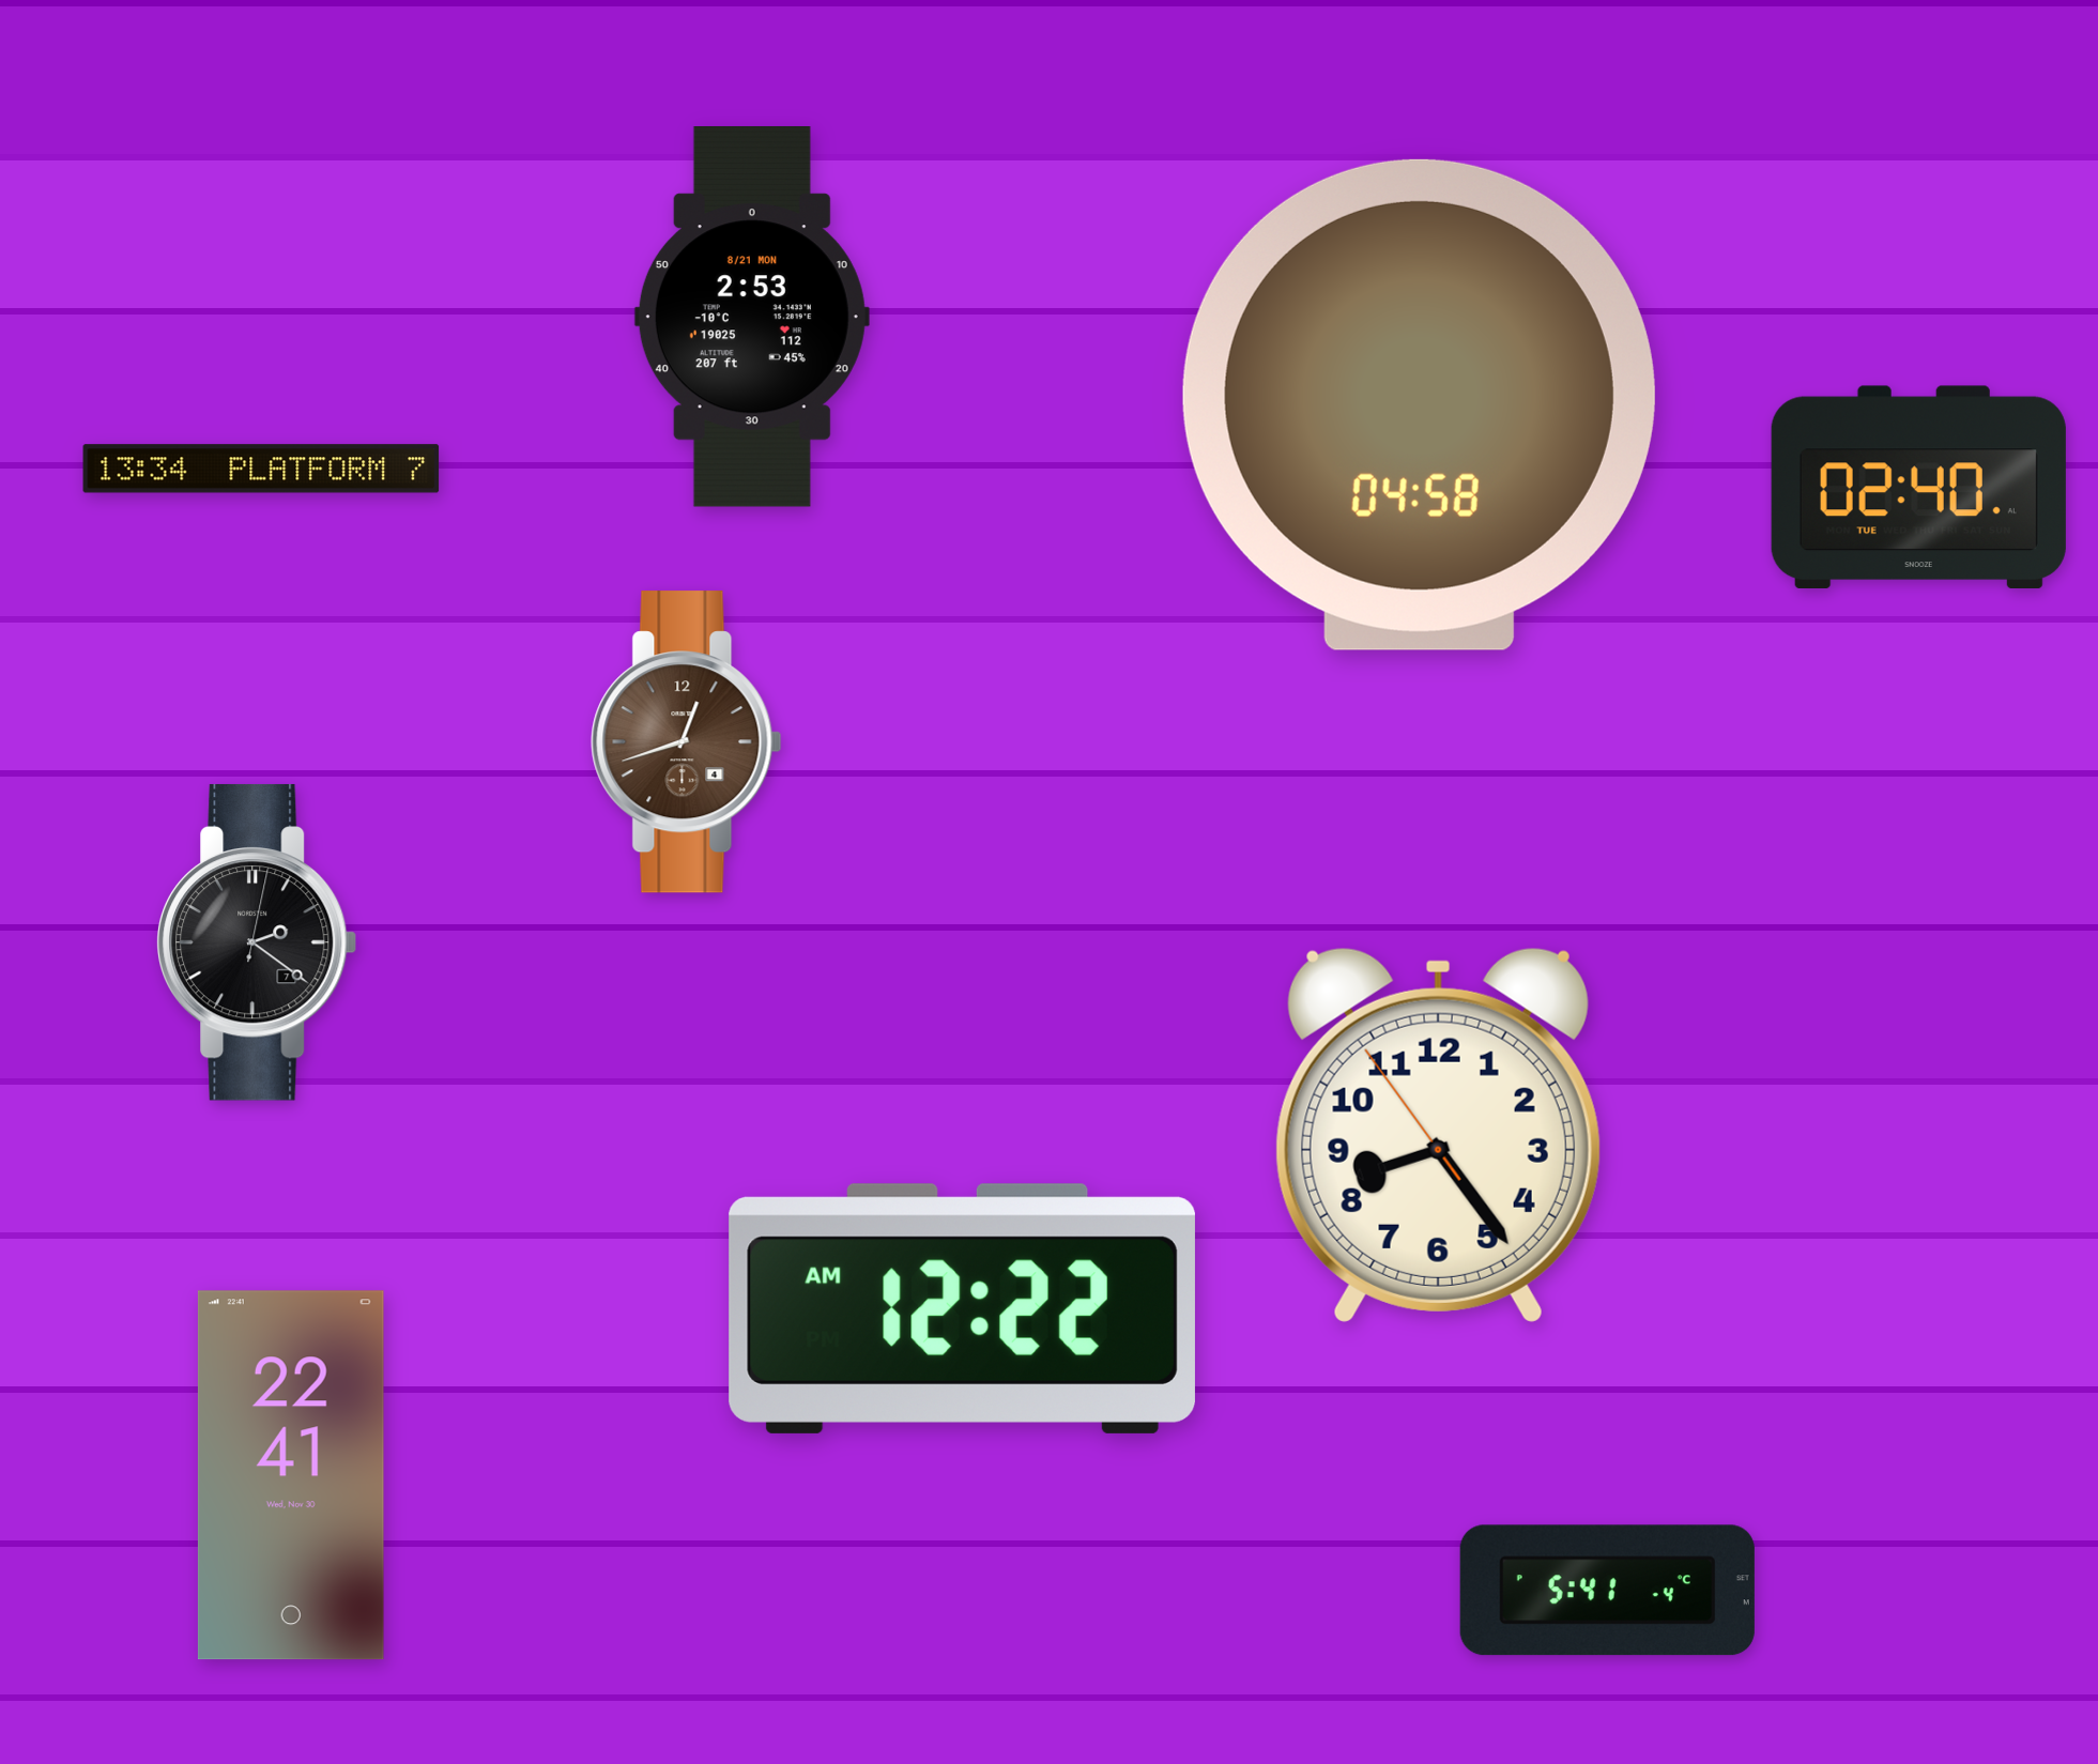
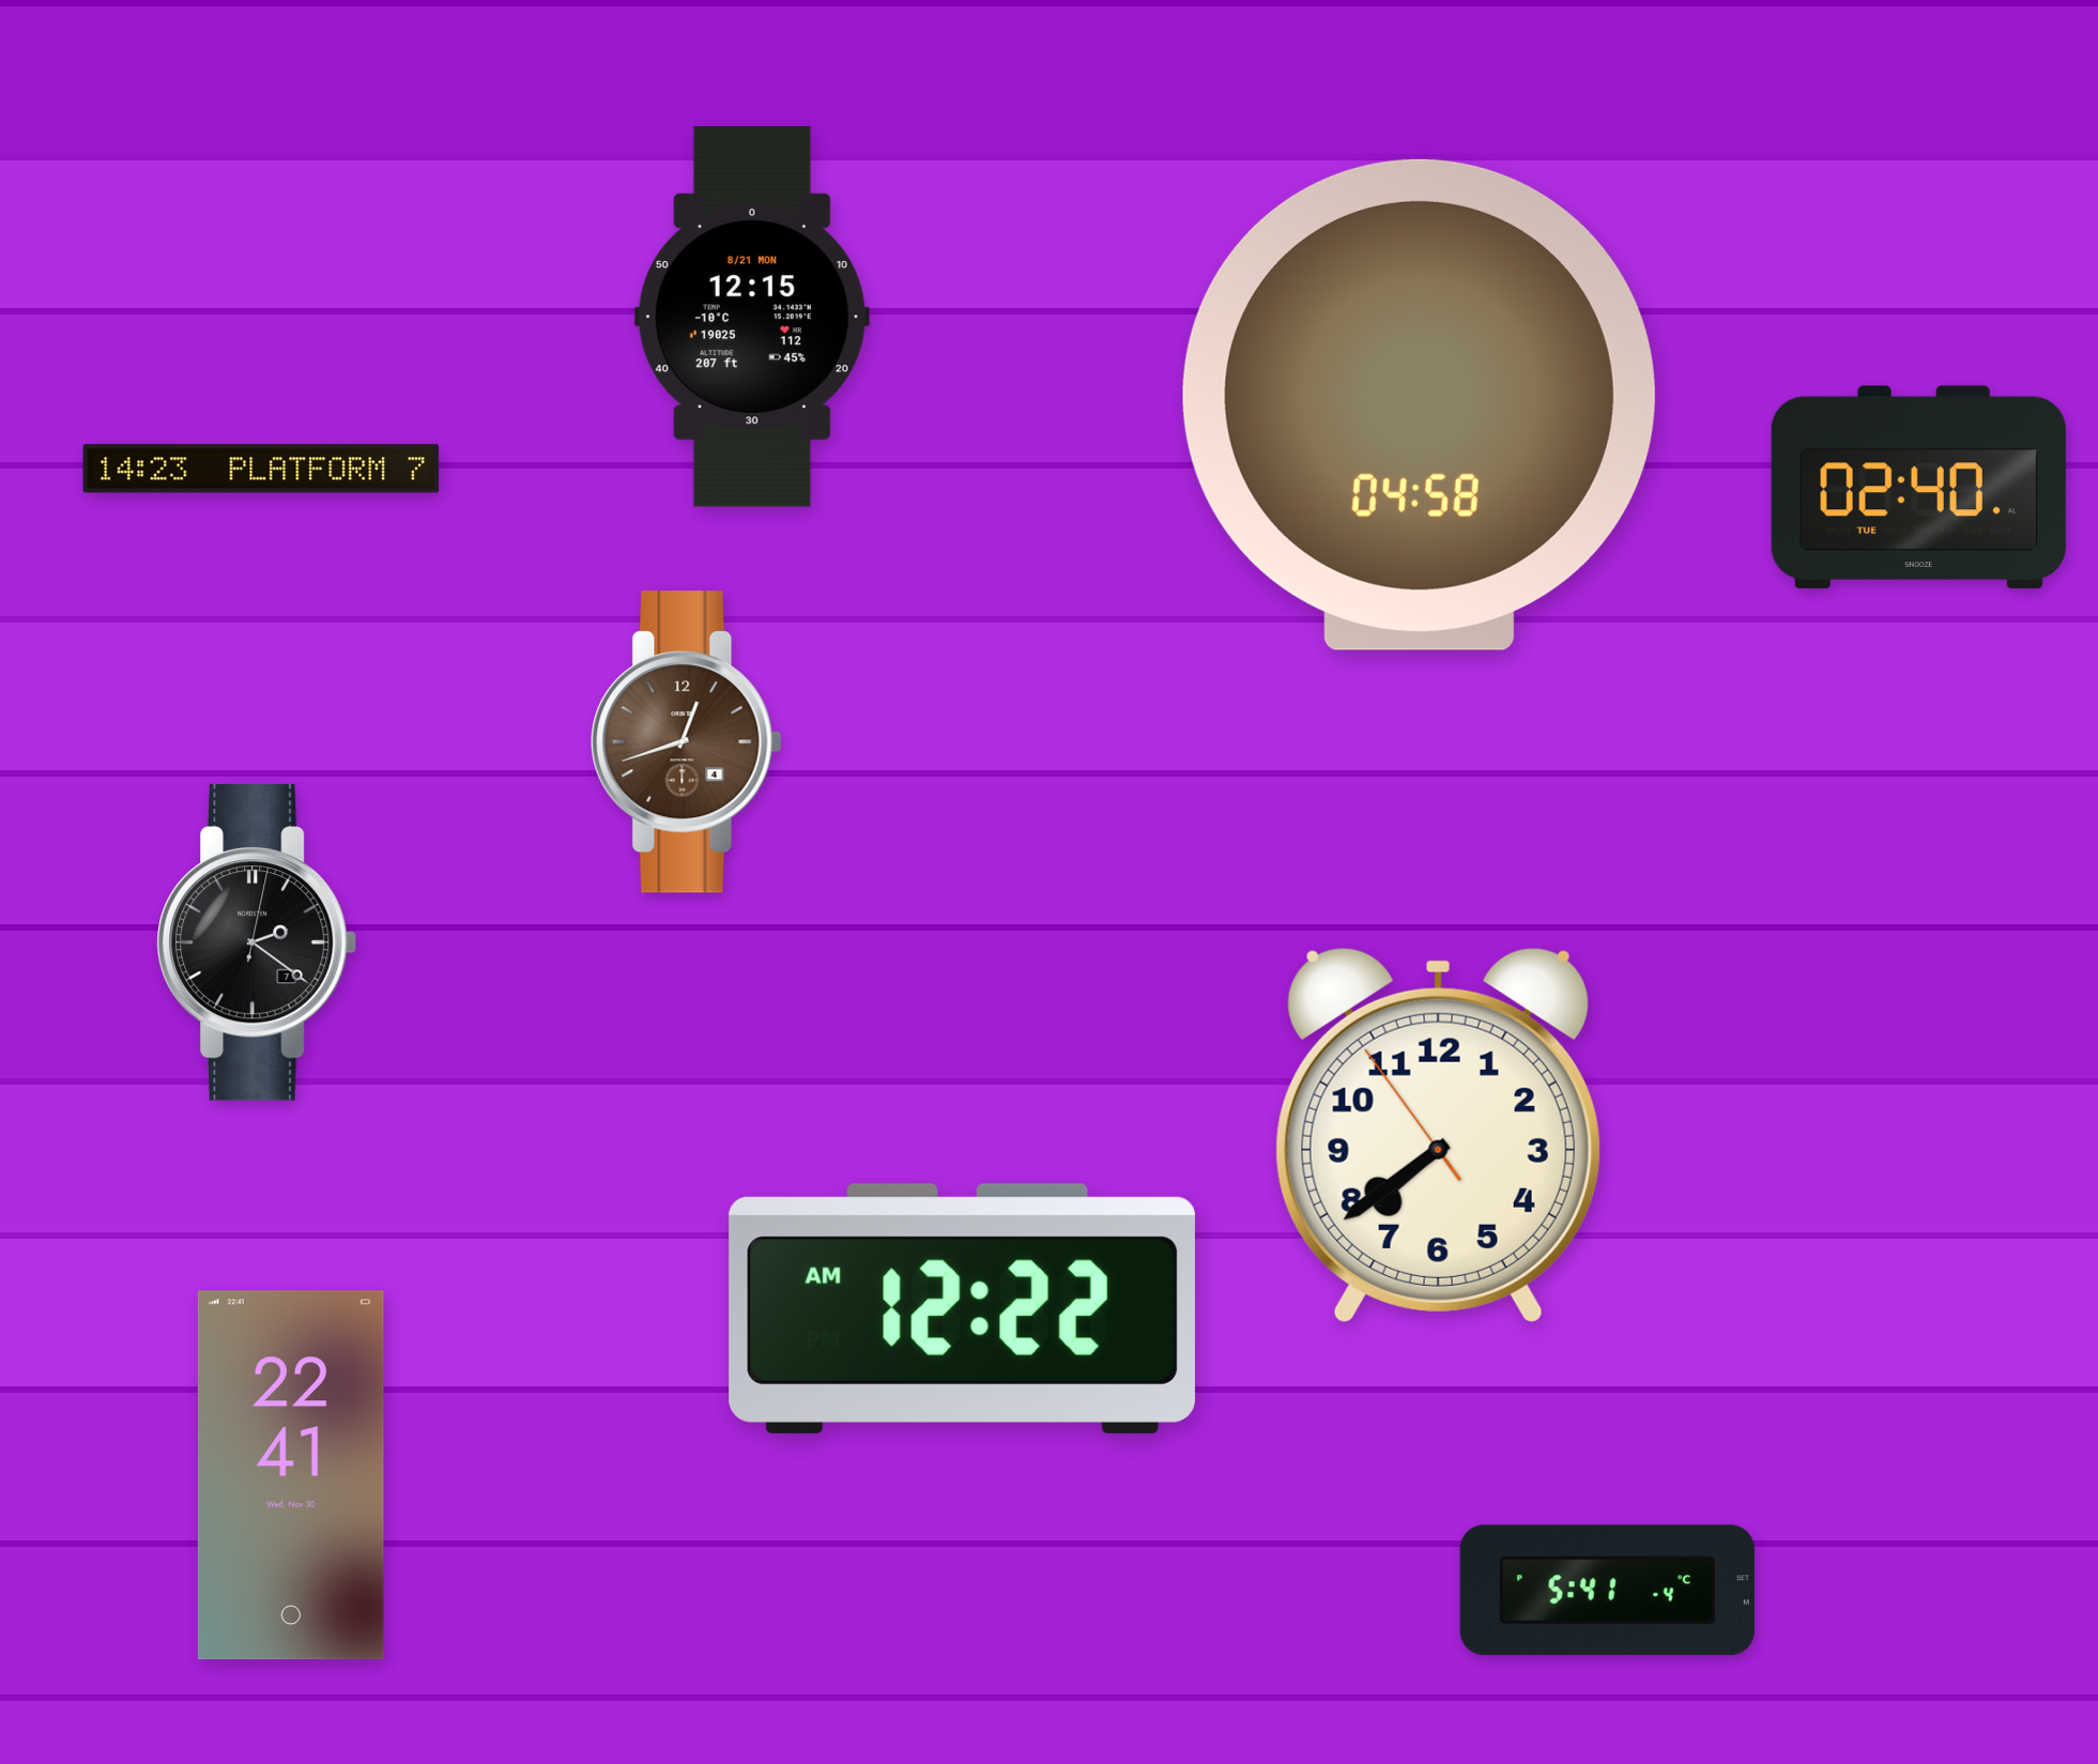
clock at (752, 318): 2:53 -> 12:15
clock at (261, 469): 13:34 -> 14:23
clock at (1438, 1135): 8:23 -> 7:38
